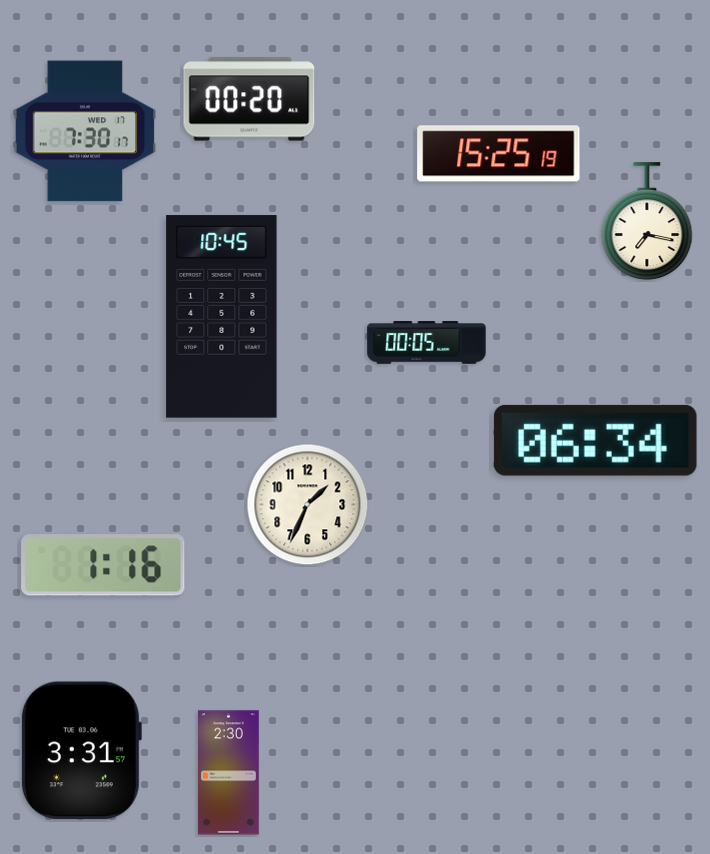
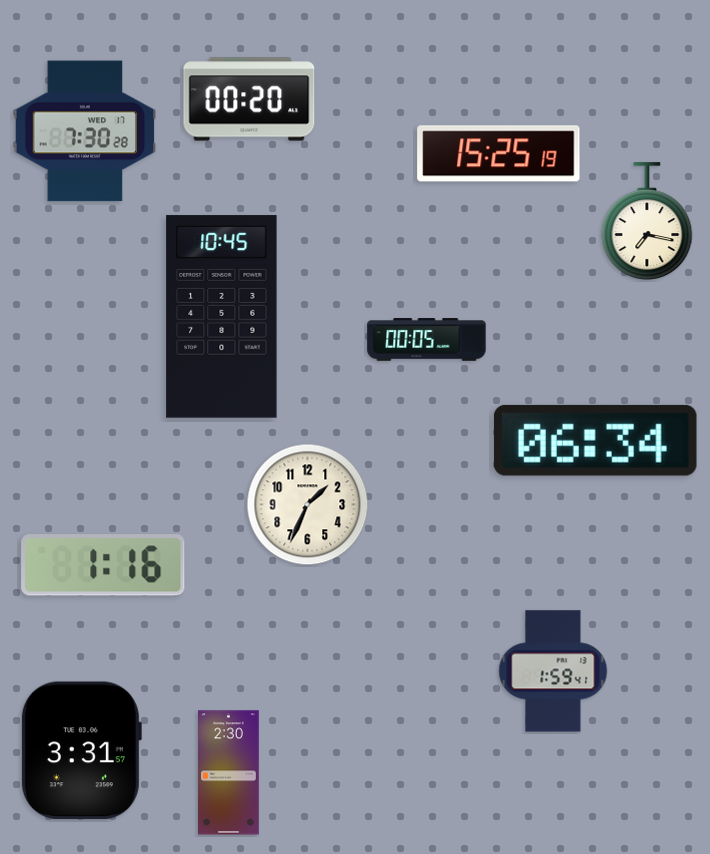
clock at (85, 131): 7:30:17 -> 7:30:28
clock at (427, 343) position: (427, 343) -> (427, 340)
clock at (553, 671): none -> 1:59
